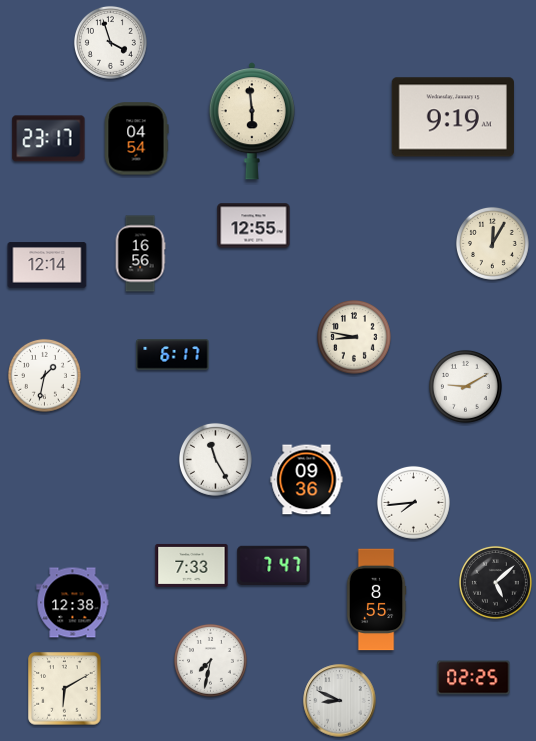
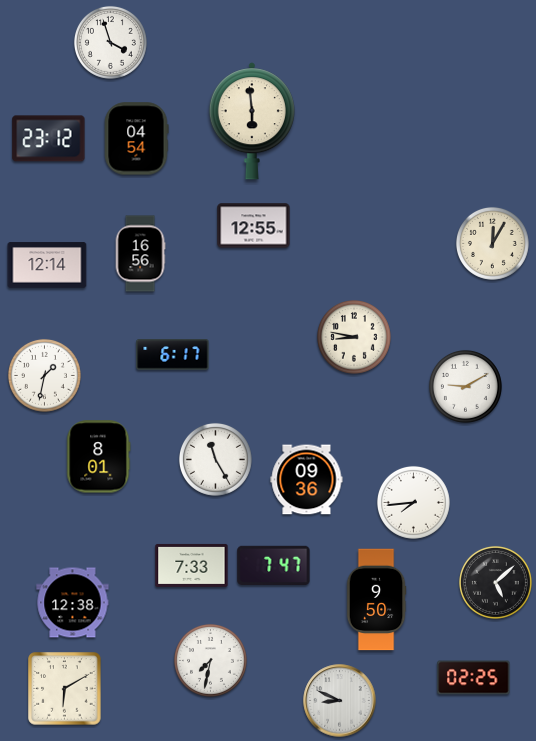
clock at (453, 117): 9:19 -> none
clock at (49, 139): 23:17 -> 23:12
clock at (99, 457): none -> 8:01
clock at (376, 600): 8:55 -> 9:50
